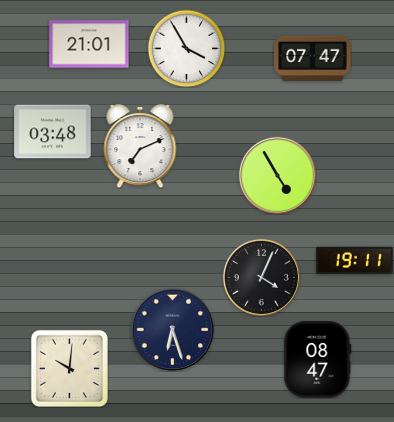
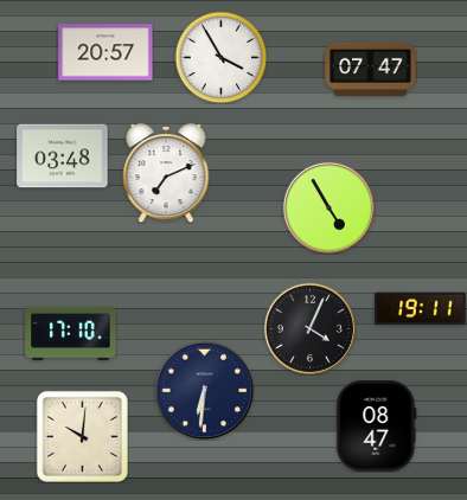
clock at (89, 44): 21:01 -> 20:57
clock at (71, 333): none -> 17:10
clock at (172, 329): 6:27 -> 6:31
